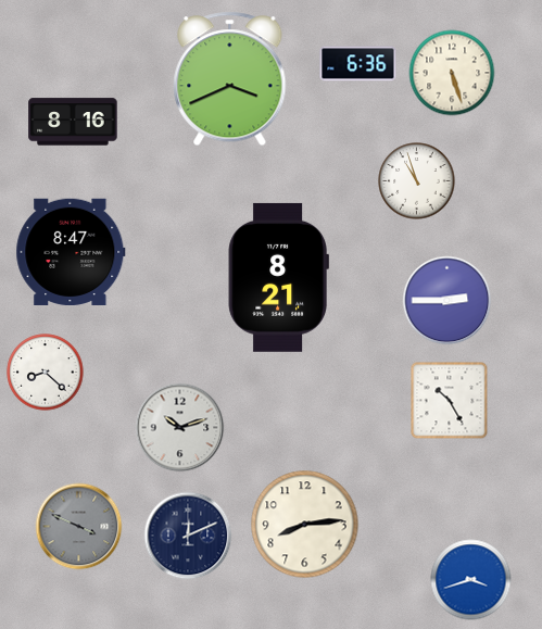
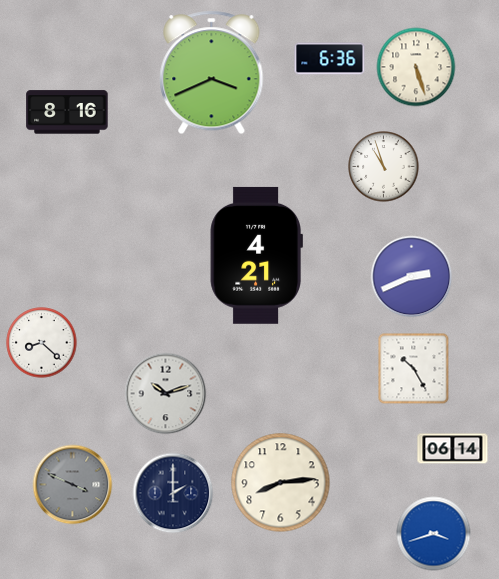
clock at (71, 251): 8:47 -> none
clock at (278, 277): 8:21 -> 4:21
clock at (448, 301): 2:45 -> 2:41
clock at (453, 449): none -> 06:14
clock at (188, 536): 12:11 -> 2:00
